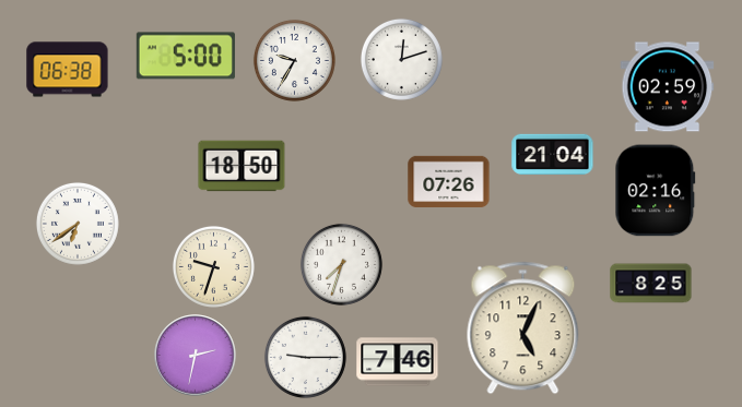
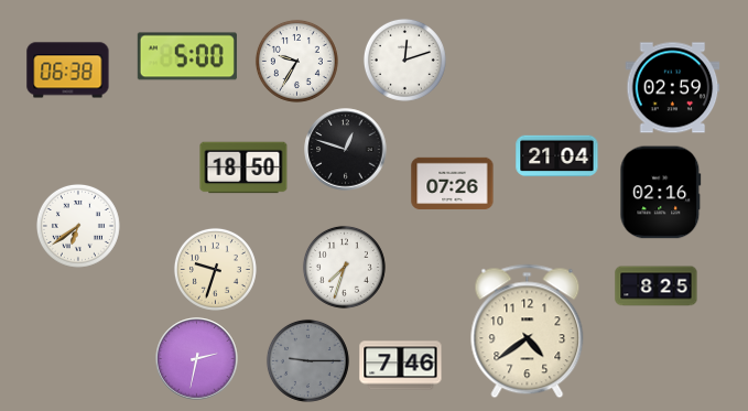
clock at (346, 150): none -> 12:48
clock at (523, 328): 5:04 -> 4:39
clock at (305, 357) dial: white -> grey
